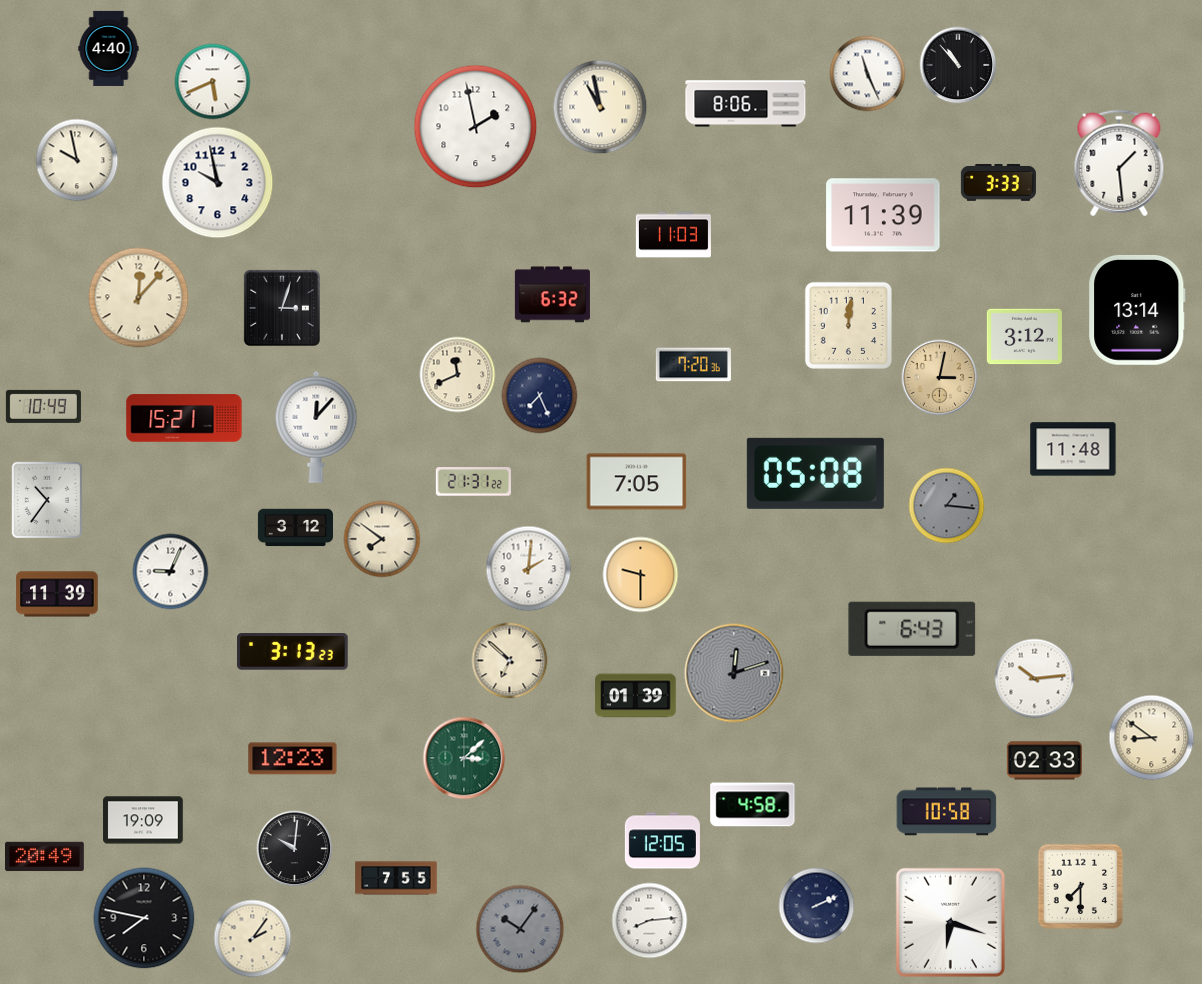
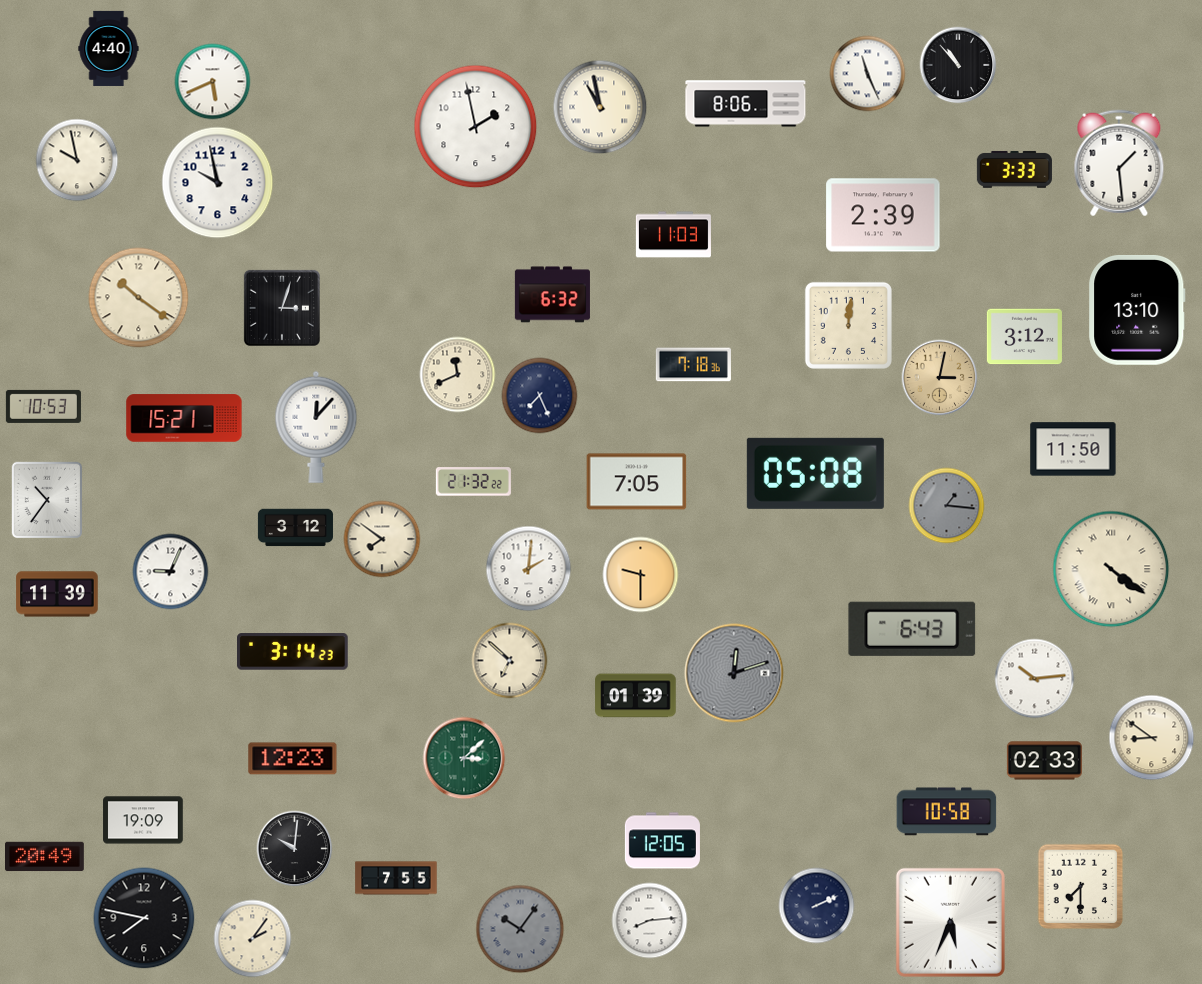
clock at (998, 183) position: (998, 183) -> (1014, 170)
clock at (883, 215): 11:39 -> 2:39
clock at (139, 298): 12:07 -> 10:21
clock at (1137, 310): 13:14 -> 13:10
clock at (693, 365): 7:20 -> 7:18
clock at (43, 406): 10:49 -> 10:53
clock at (1073, 449): 11:48 -> 11:50
clock at (473, 482): 21:31 -> 21:32
clock at (1111, 569): none -> 4:21
clock at (293, 652): 3:13 -> 3:14
clock at (753, 805): 4:58 -> none
clock at (950, 922): 6:18 -> 5:34
